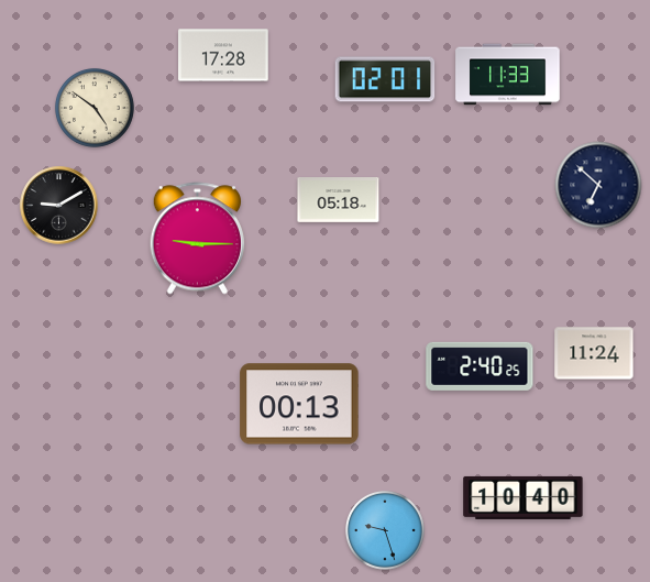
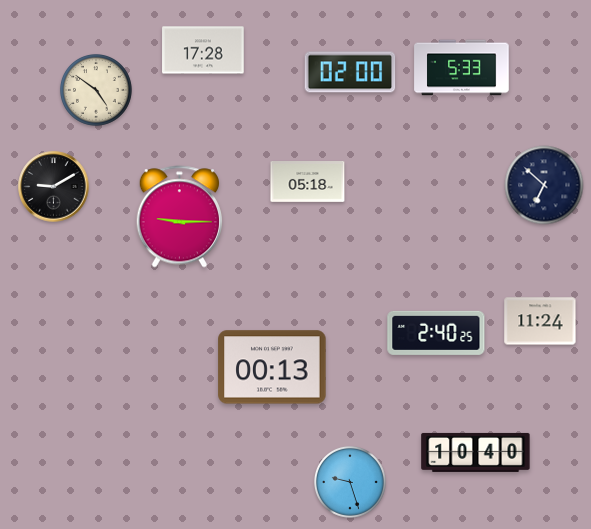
clock at (508, 75): 11:33 -> 5:33
clock at (385, 79): 02:01 -> 02:00
clock at (95, 108) position: (95, 108) -> (96, 90)
clock at (598, 185) position: (598, 185) -> (544, 185)
